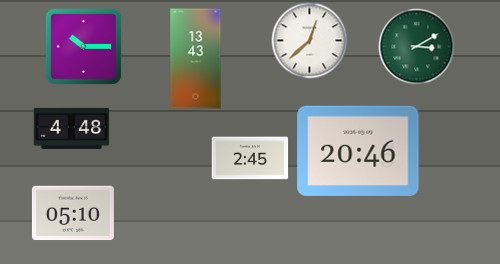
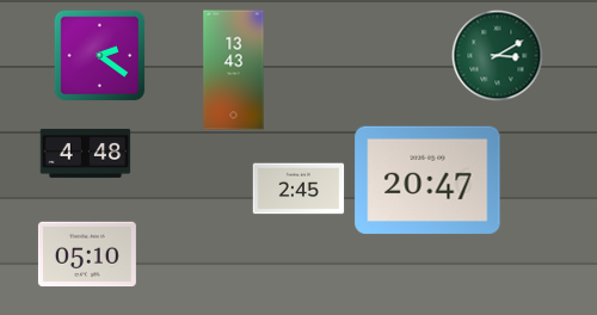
clock at (310, 41): 12:38 -> none
clock at (83, 46): 10:15 -> 2:21
clock at (358, 151): 20:46 -> 20:47
